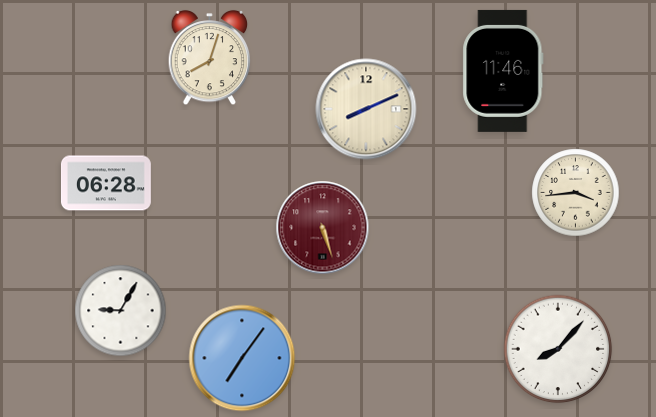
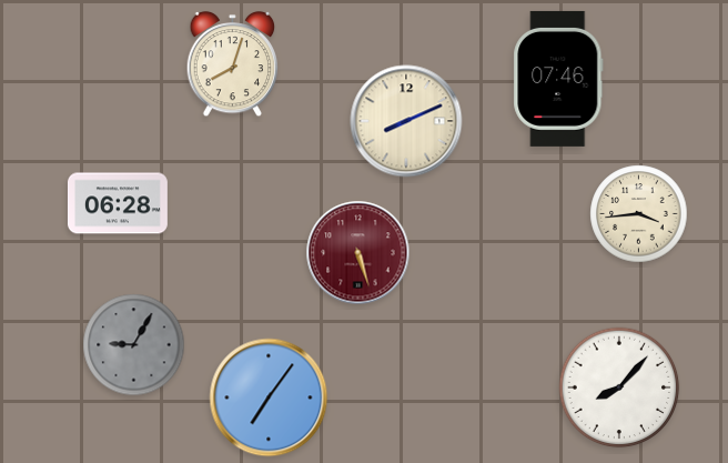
clock at (503, 71): 11:46 -> 07:46
clock at (121, 311) dial: white -> grey
